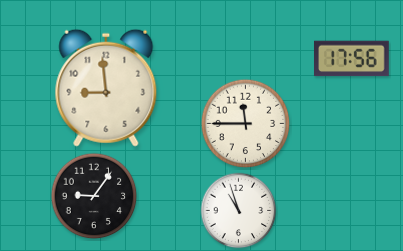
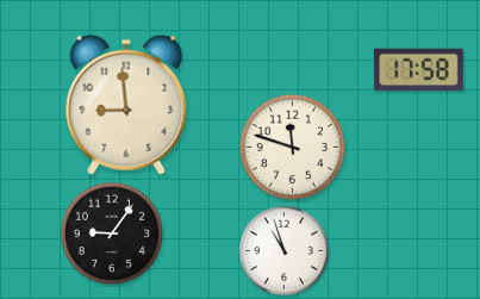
clock at (352, 59): 17:56 -> 17:58
clock at (246, 124): 11:45 -> 11:48
